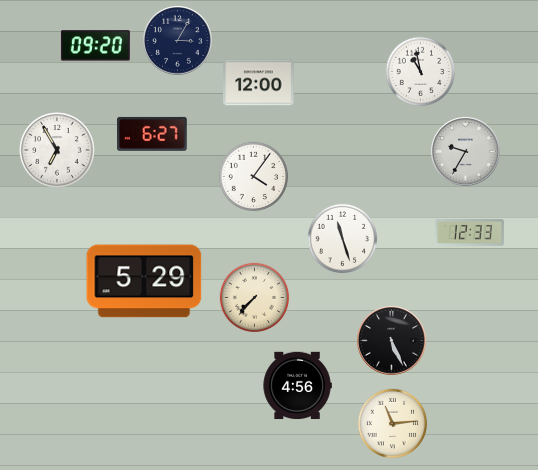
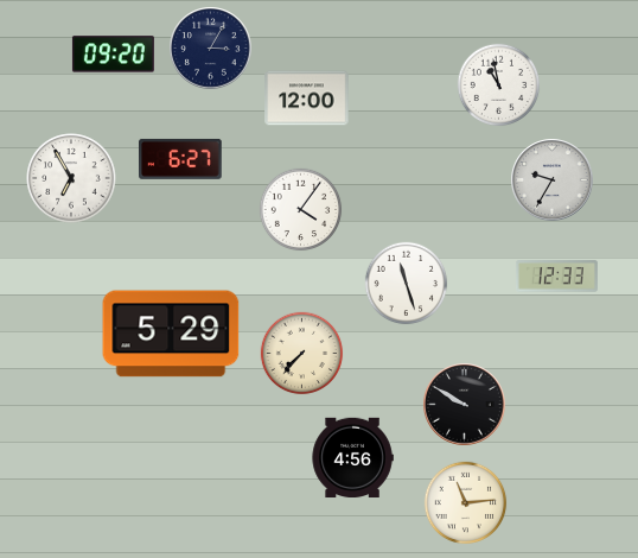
clock at (57, 150) position: (57, 150) -> (71, 178)
clock at (392, 341): 5:26 -> 9:50
